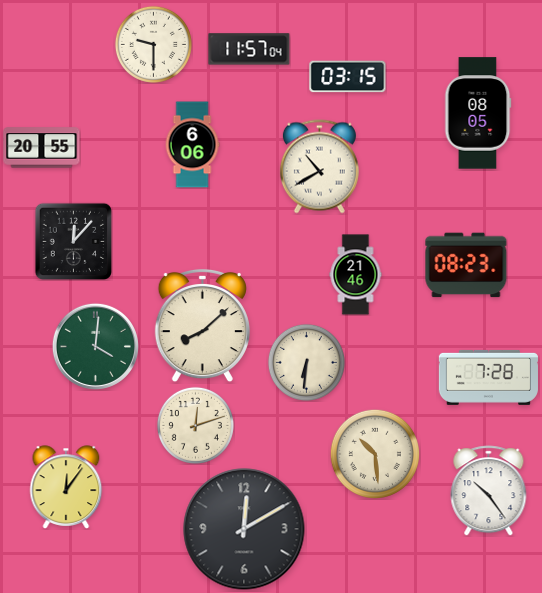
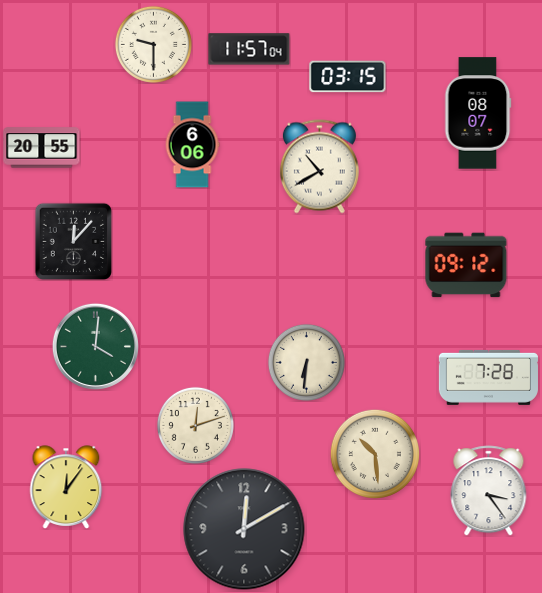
clock at (478, 113): 08:05 -> 08:07
clock at (466, 265): 08:23 -> 09:12
clock at (356, 275): 21:46 -> none
clock at (202, 326): 8:08 -> none
clock at (489, 491): 10:24 -> 3:24
